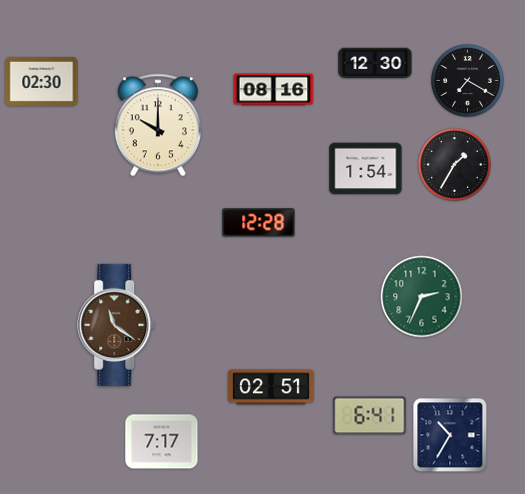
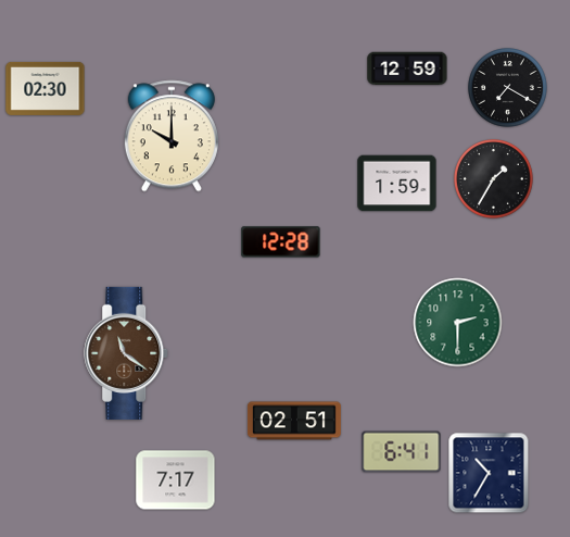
clock at (375, 63): 12:30 -> 12:59
clock at (274, 90): 08:16 -> none
clock at (366, 169): 1:54 -> 1:59
clock at (422, 297): 2:34 -> 2:30
